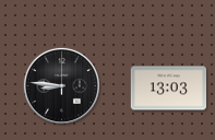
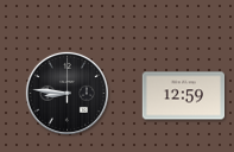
clock at (169, 89): 13:03 -> 12:59
